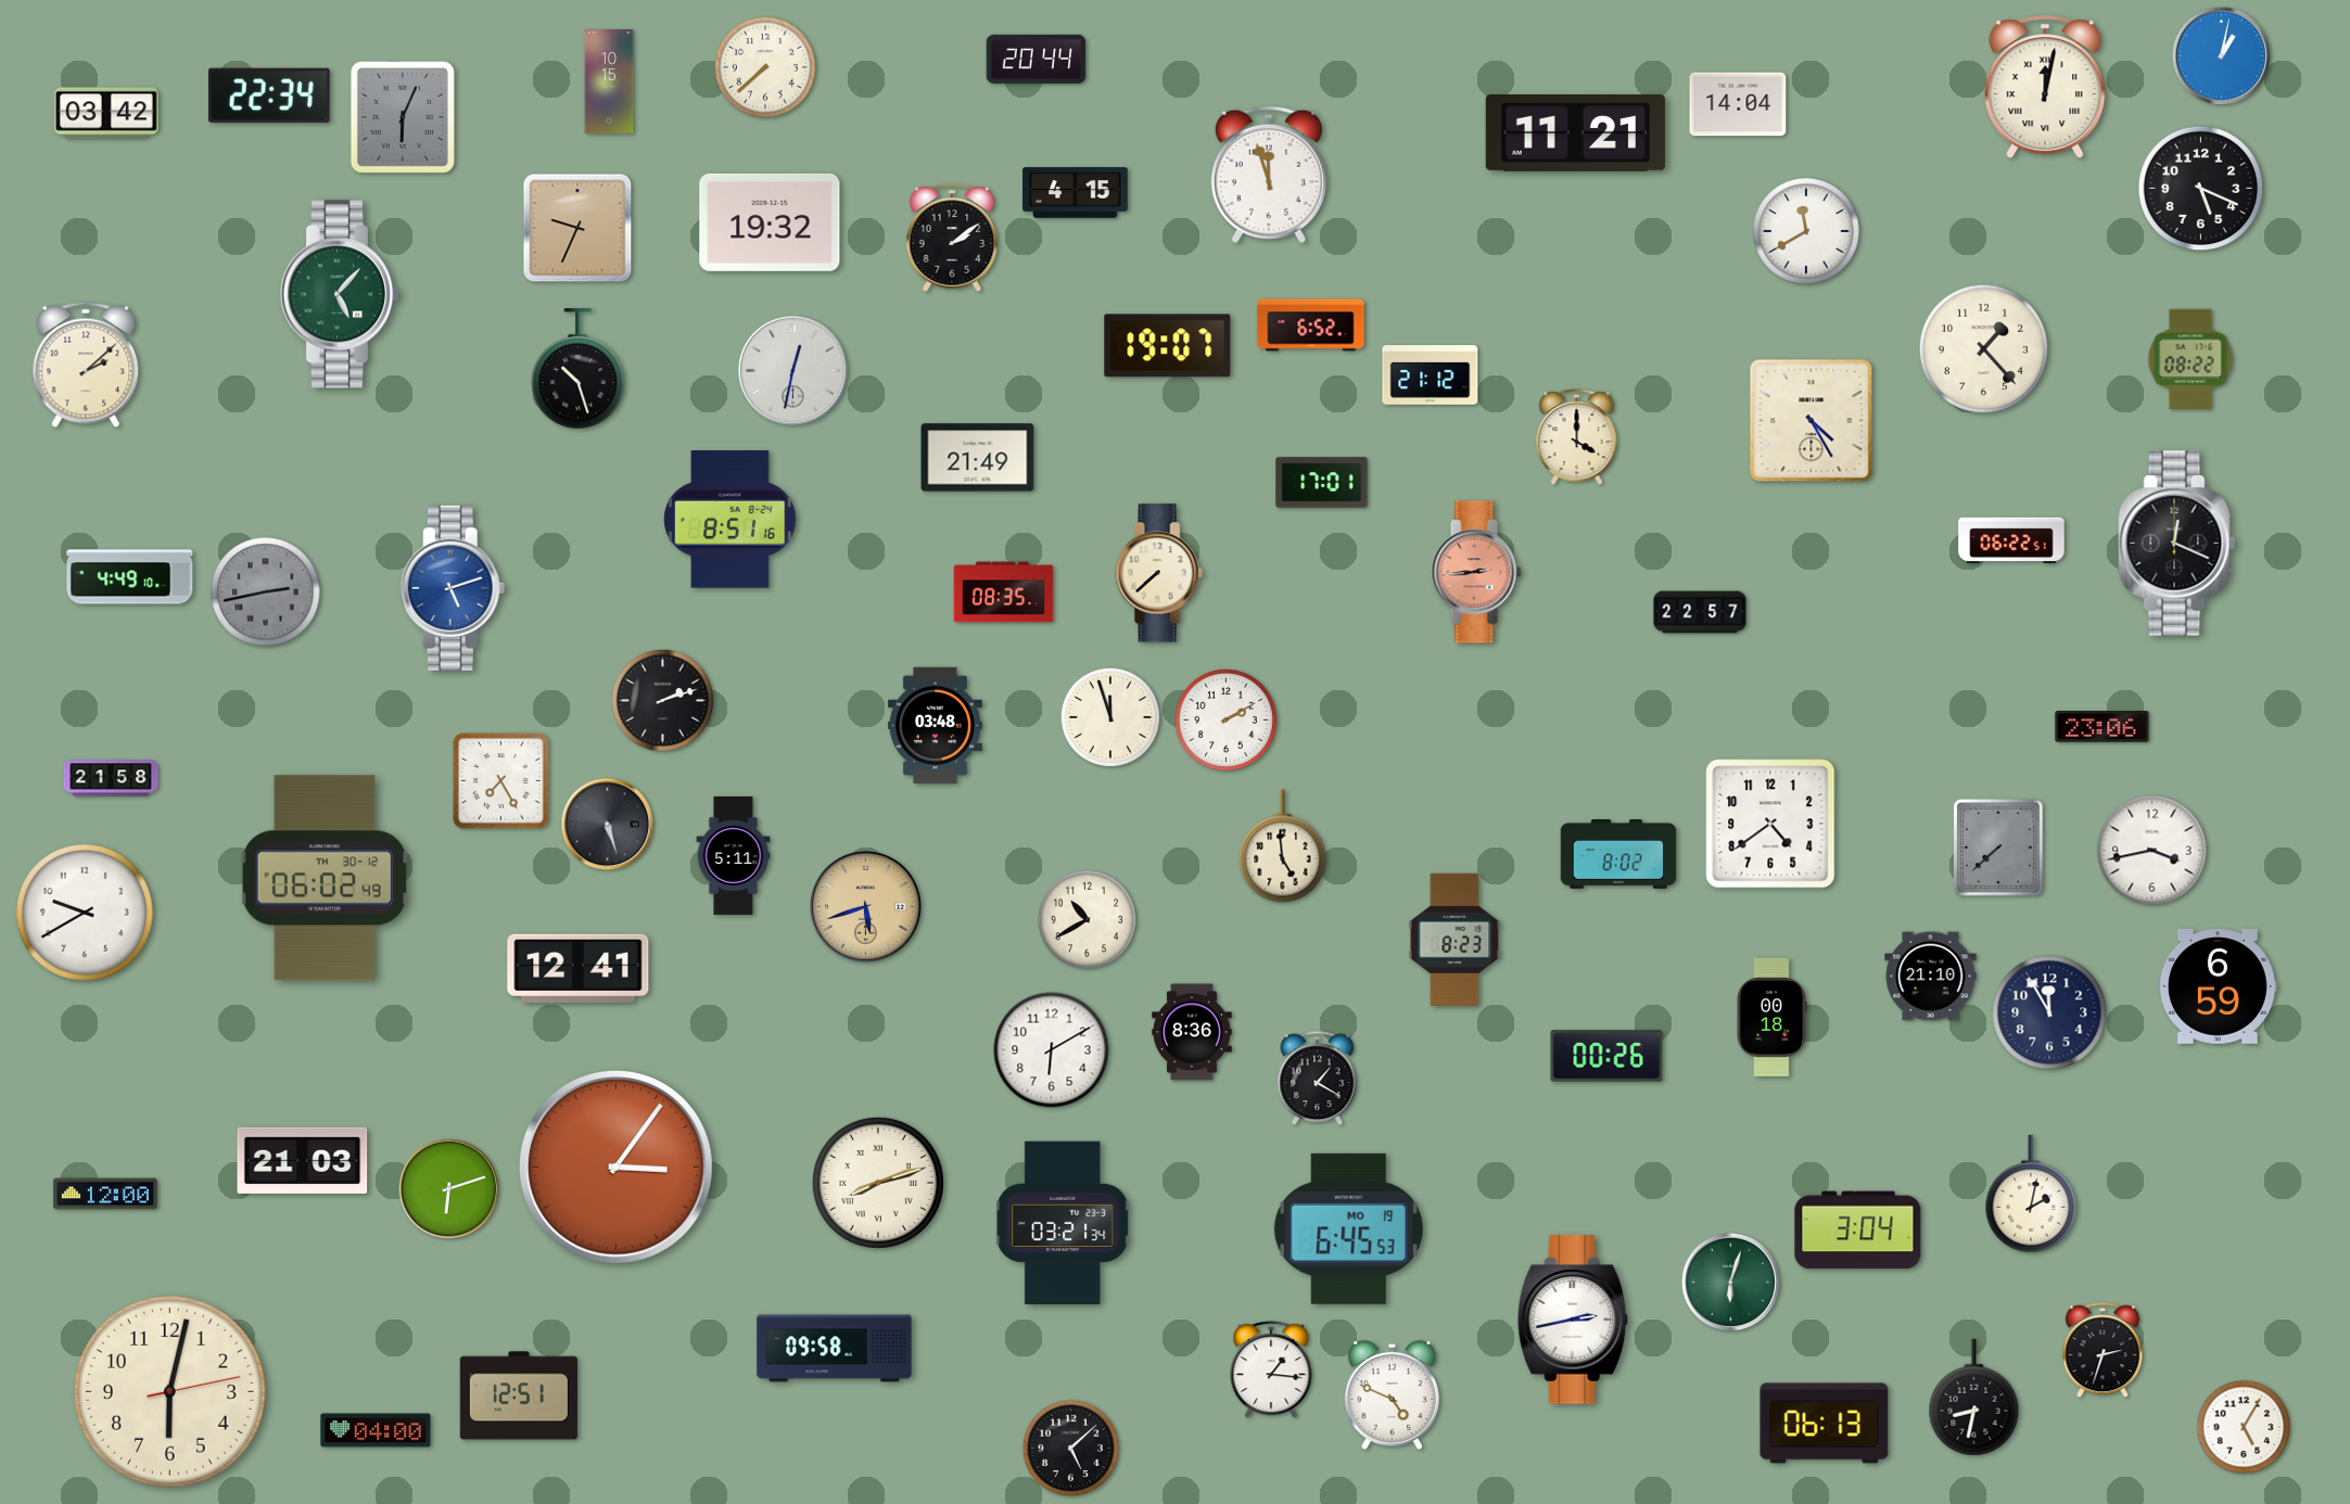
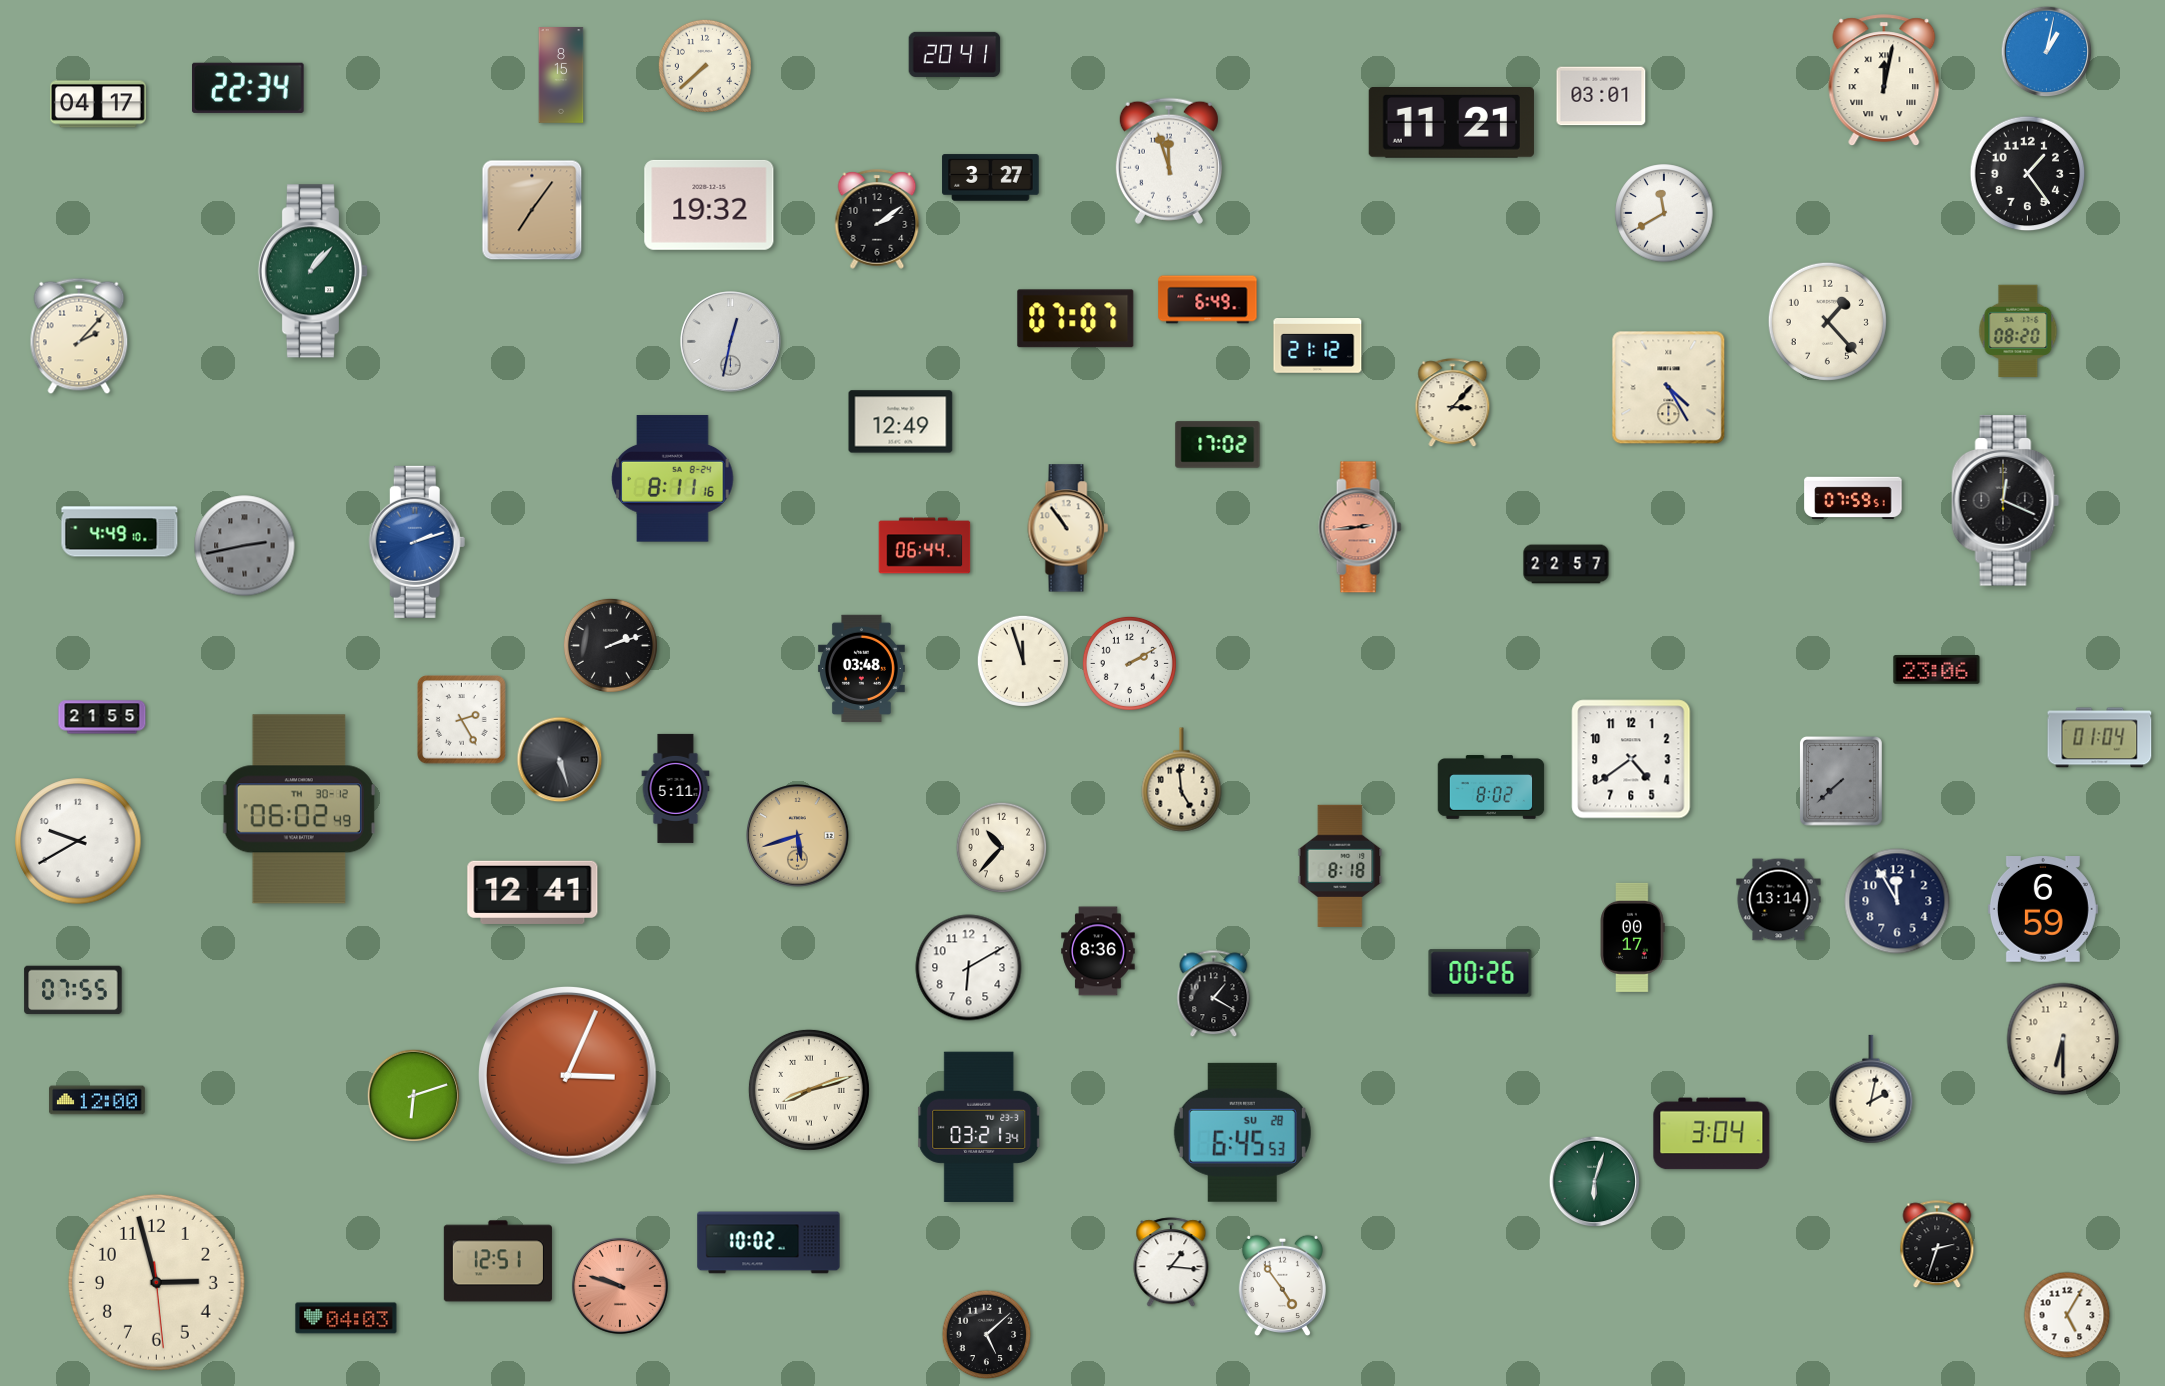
clock at (1037, 59): 20:44 -> 20:41
clock at (765, 67) position: (765, 67) -> (705, 66)
clock at (609, 81): 10:15 -> 8:15
clock at (1738, 104): 14:04 -> 03:01
clock at (106, 113): 03:42 -> 04:17
clock at (403, 117): 6:04 -> none
clock at (2201, 189): 5:19 -> 1:24
clock at (1076, 193): 4:15 -> 3:27
clock at (577, 228): 9:34 -> 7:06
clock at (340, 294): 5:07 -> 1:07
clock at (1311, 326): 6:52 -> 6:49
clock at (1168, 346): 19:07 -> 07:07
clock at (2190, 359): 08:22 -> 08:20
clock at (86, 365): 2:08 -> 2:07
clock at (579, 370): 10:27 -> none
clock at (1577, 437): 4:00 -> 3:07
clock at (978, 458): 21:49 -> 12:49
clock at (1322, 483): 17:01 -> 17:02
clock at (731, 520): 8:51 -> 8:11
clock at (2011, 540): 06:22 -> 07:59
clock at (1159, 573): 7:38 -> 10:54
clock at (453, 588): 5:12 -> 2:12
clock at (1004, 592): 08:35 -> 06:44
clock at (111, 778): 21:58 -> 21:55
clock at (501, 781): 7:25 -> 2:25
clock at (2100, 738): none -> 01:04
clock at (2152, 851): 3:43 -> none
clock at (1088, 920): 10:40 -> 10:37
clock at (1455, 940): 8:23 -> 8:18
clock at (1931, 977): 21:10 -> 13:14
clock at (2049, 1012) position: (2049, 1012) -> (1897, 901)
clock at (1771, 1017): 00:18 -> 00:17
clock at (73, 990): none -> 07:55
clock at (2063, 1039): none -> 6:30
clock at (303, 1160): 21:03 -> none
clock at (617, 1168): 3:06 -> 3:04
clock at (2031, 1194) position: (2031, 1194) -> (1871, 1089)
clock at (1348, 1228) date: MO 19 -> SU 28
clock at (1574, 1320): 2:43 -> none
clock at (835, 1349): 09:58 -> 10:02
clock at (169, 1391): 6:02 -> 2:57
clock at (1392, 1394): 4:49 -> 4:54
clock at (519, 1395) position: (519, 1395) -> (498, 1261)
clock at (620, 1286): none -> 9:48
clock at (1974, 1398): 8:32 -> none
clock at (1825, 1424): 06:13 -> none
clock at (376, 1430): 04:00 -> 04:03
